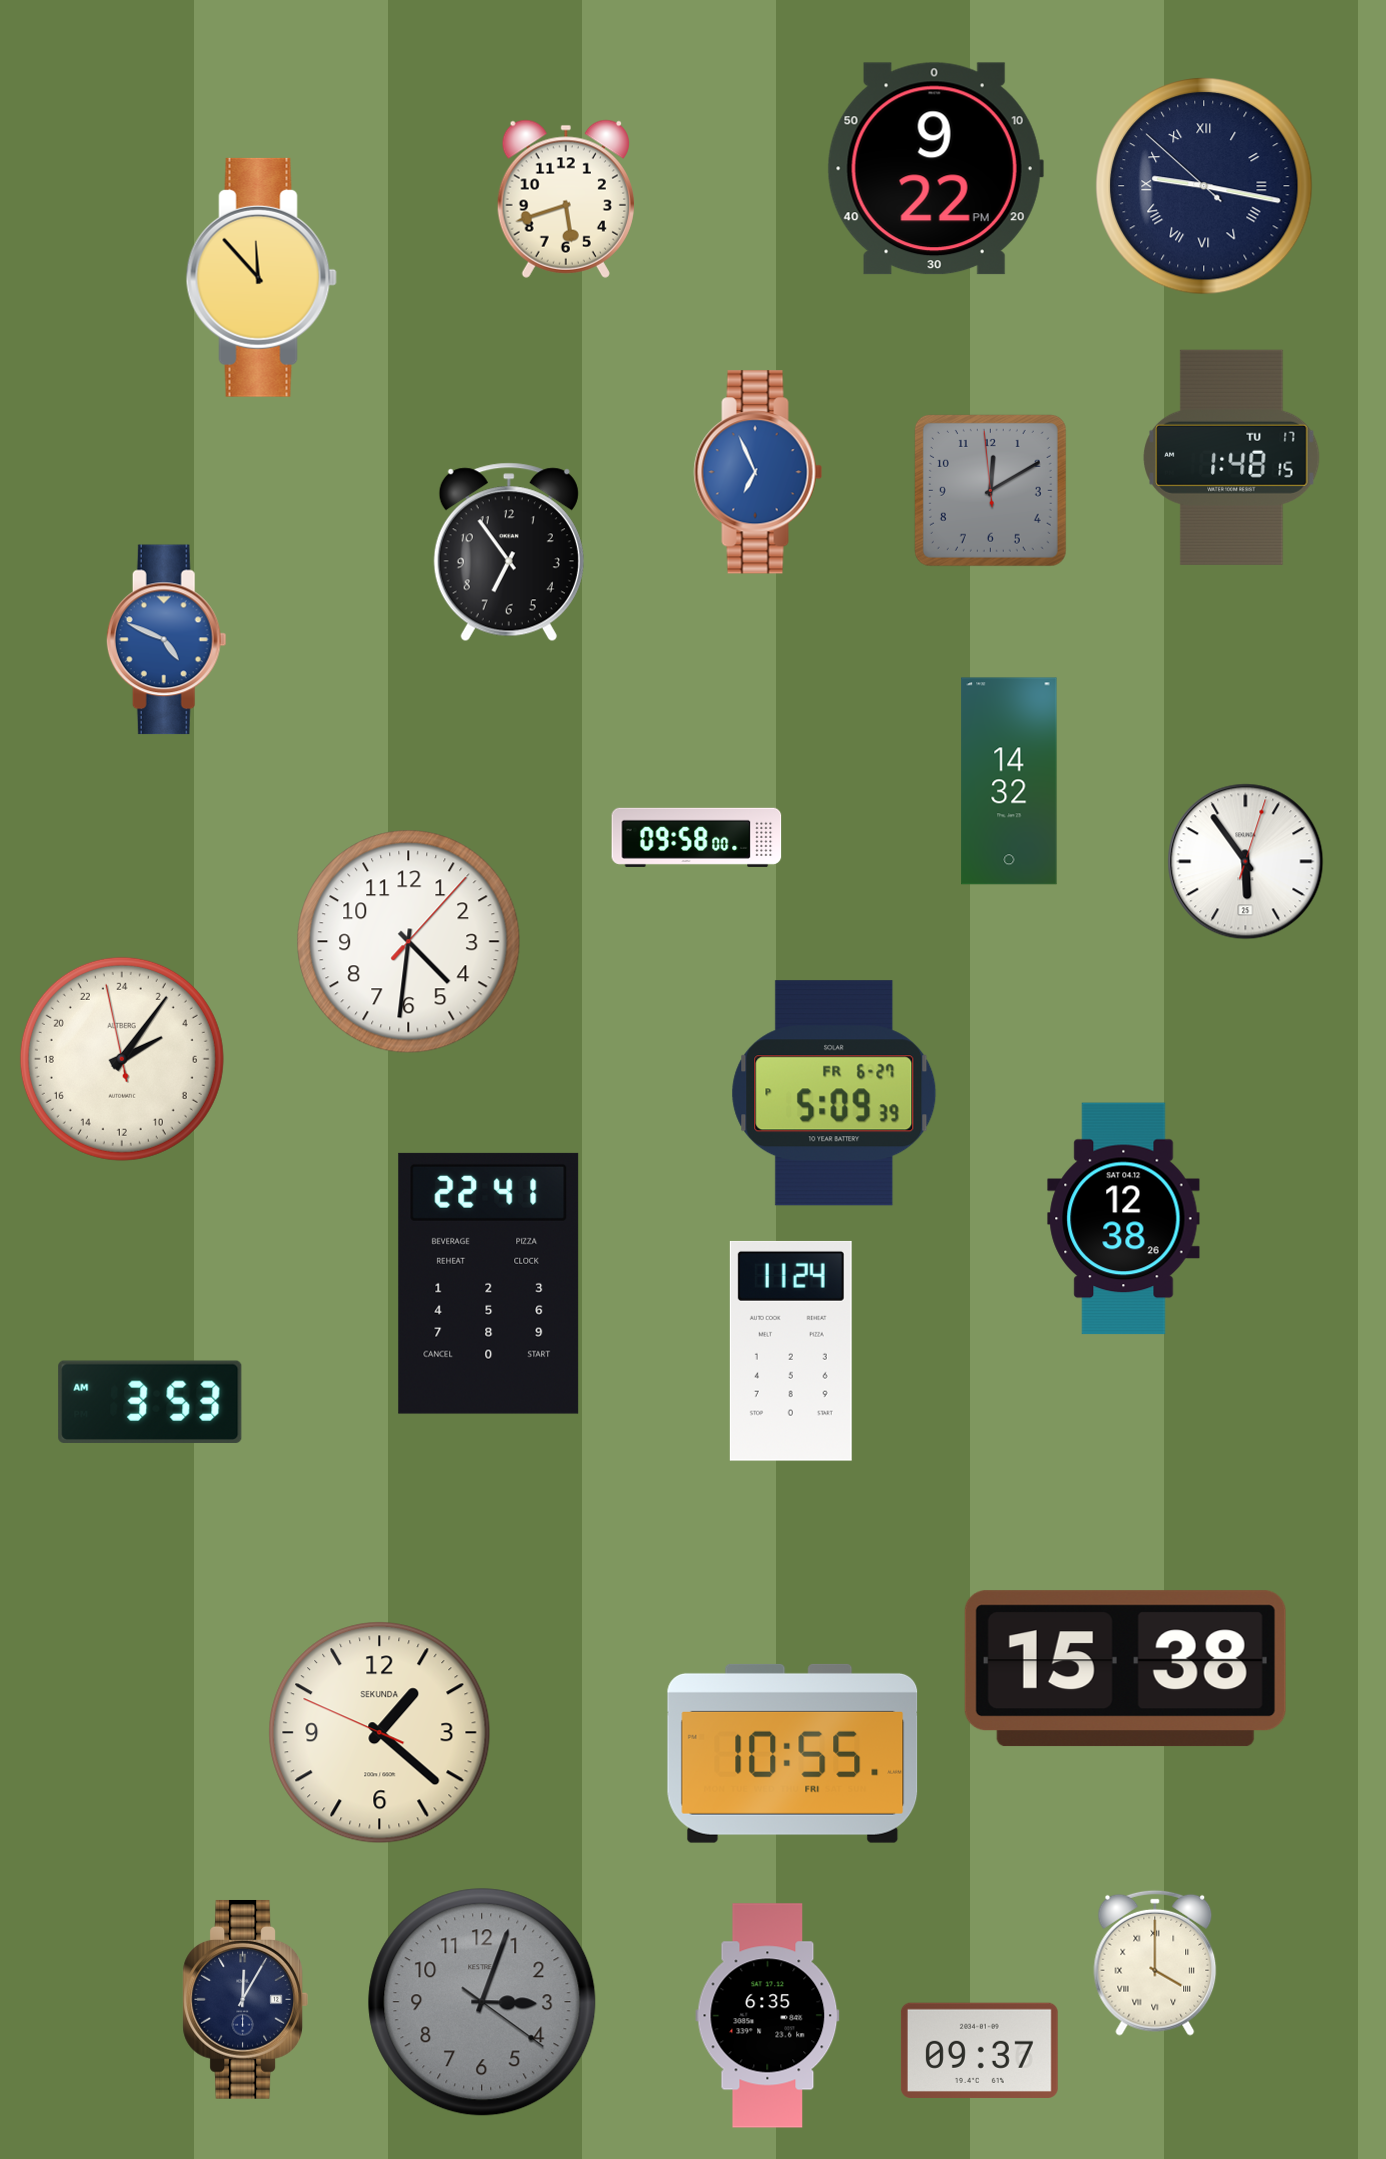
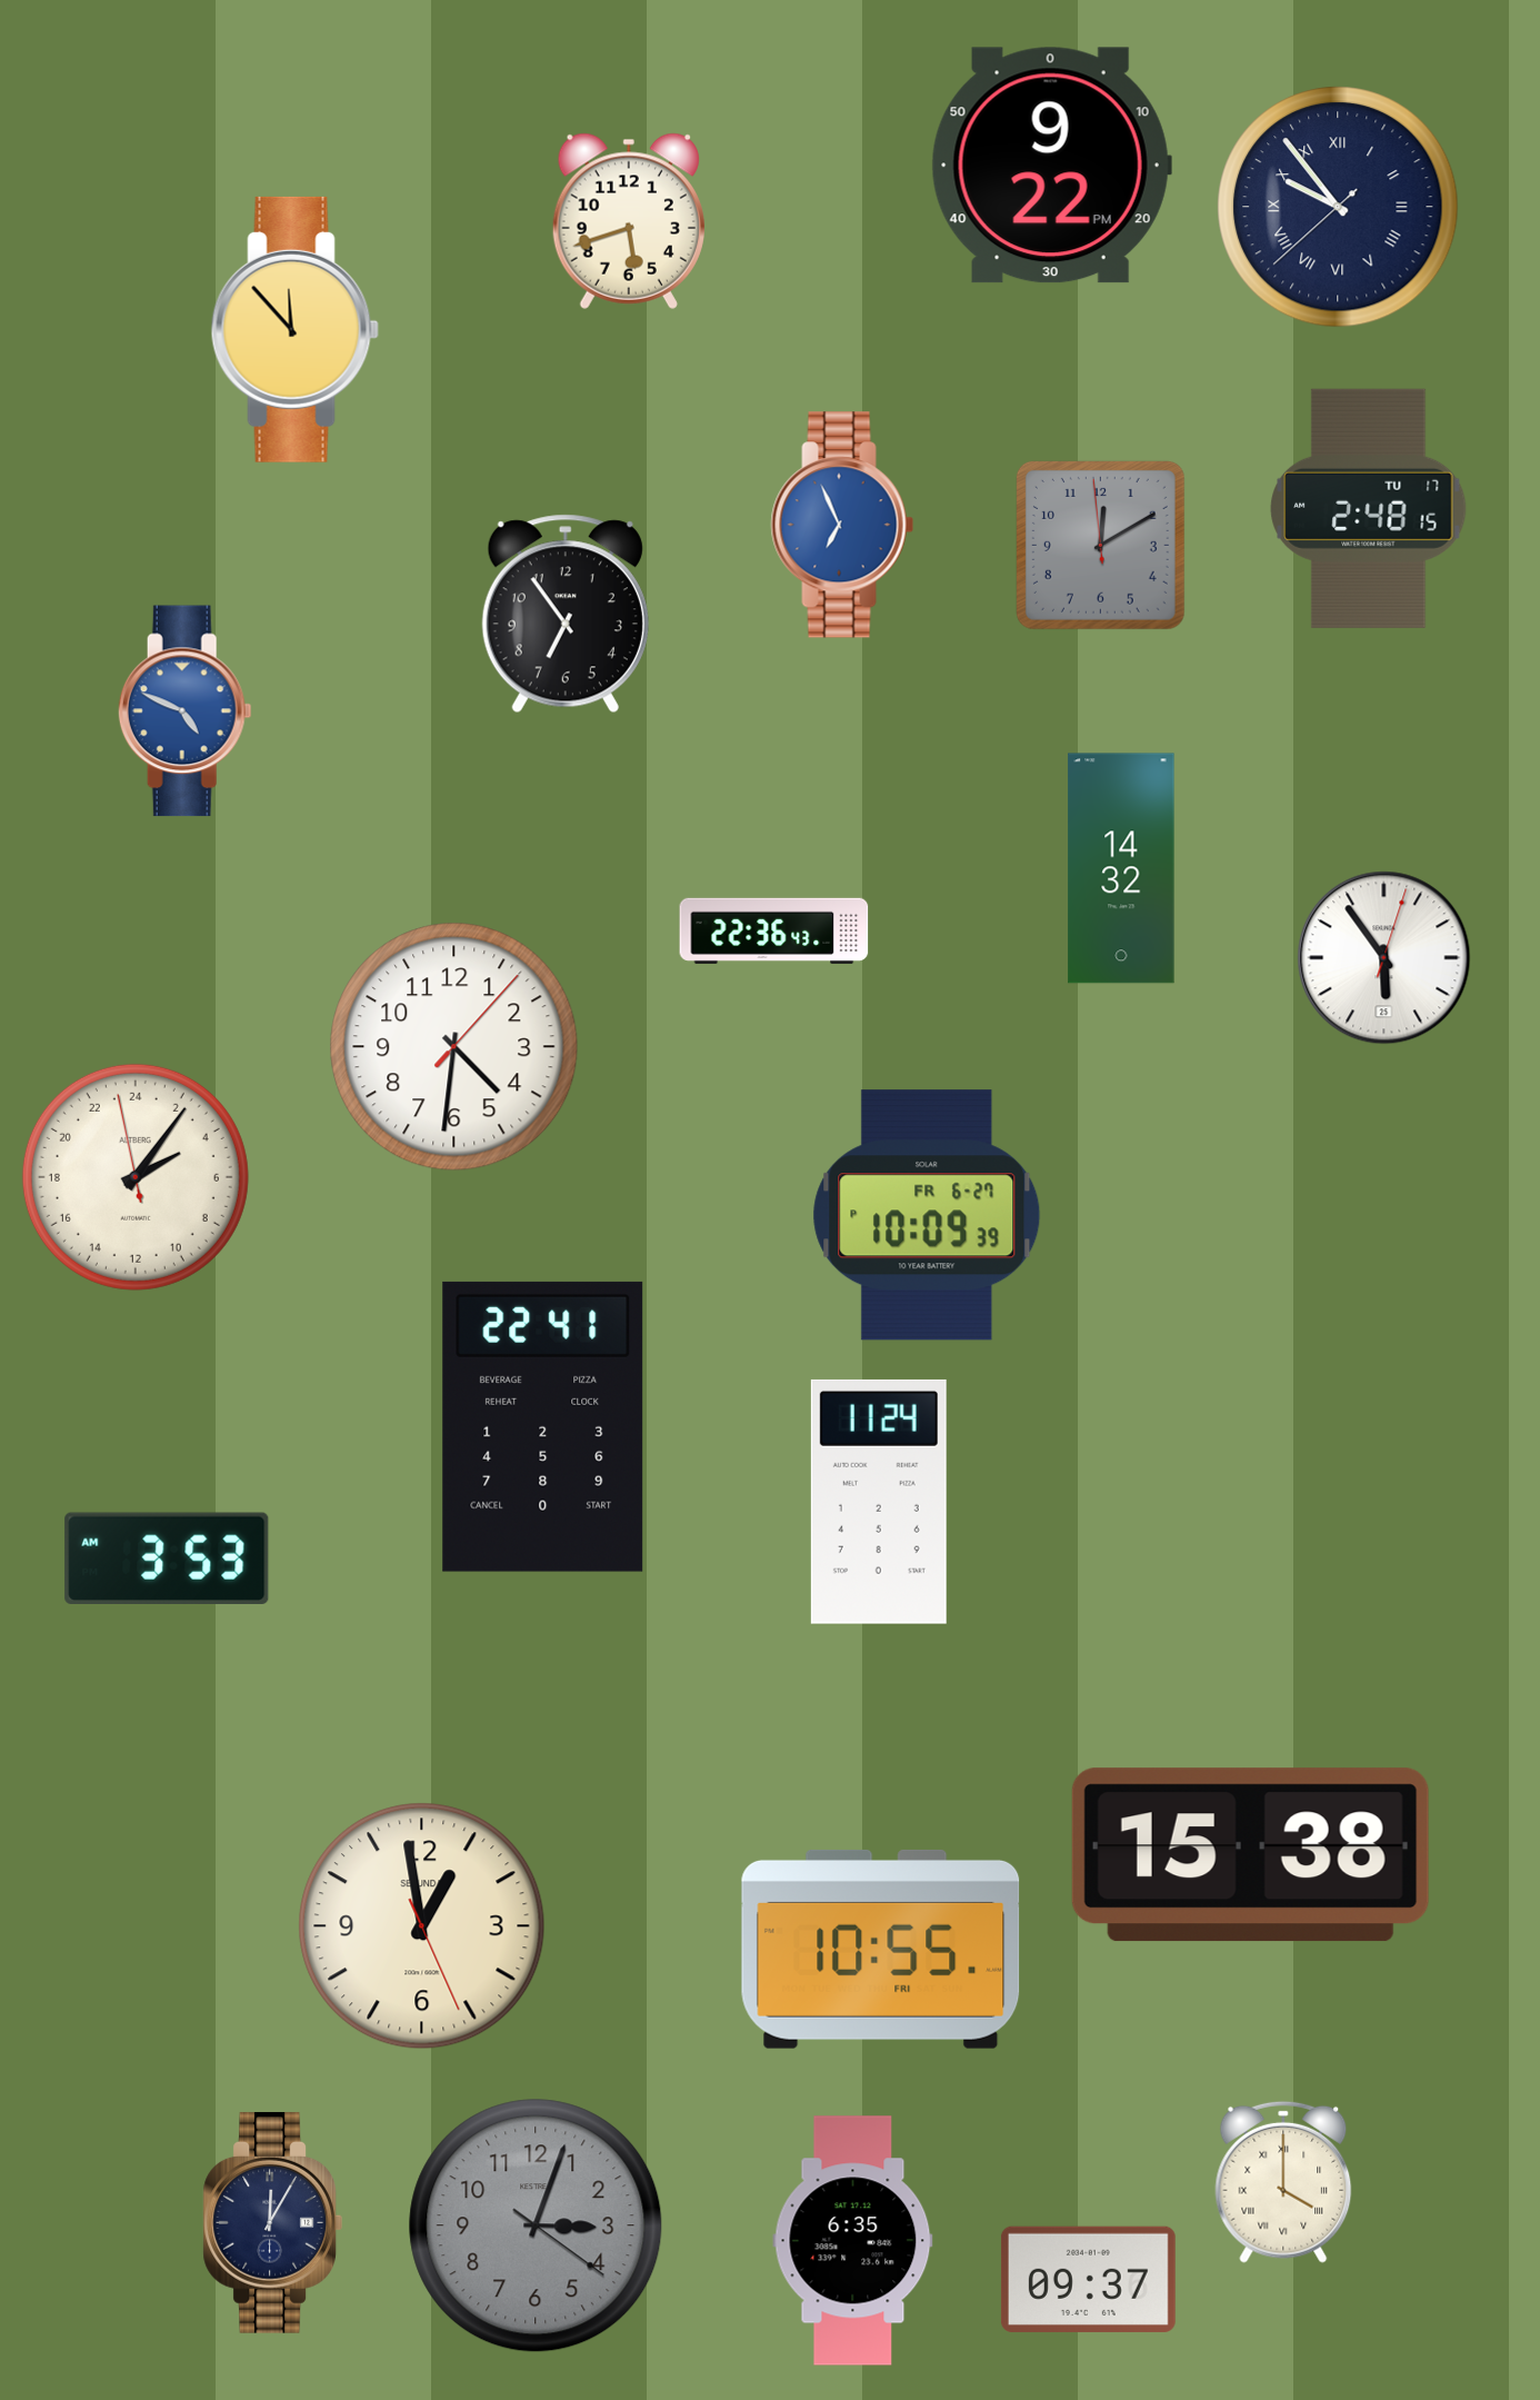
clock at (935, 169) position: (935, 169) -> (1051, 166)
clock at (1204, 186): 9:16 -> 9:53
clock at (261, 277) position: (261, 277) -> (294, 329)
clock at (1232, 457): 1:48 -> 2:48
clock at (697, 837): 09:58 -> 22:36
clock at (834, 1093): 5:09 -> 10:09
clock at (1124, 1219): 12:38 -> none
clock at (380, 1733): 1:21 -> 12:58
